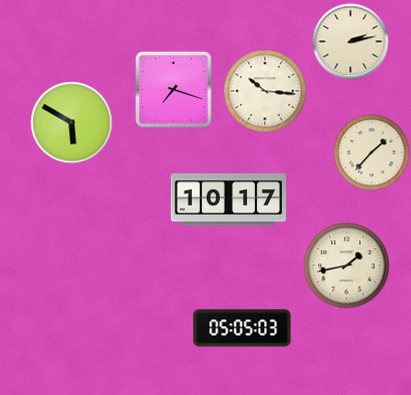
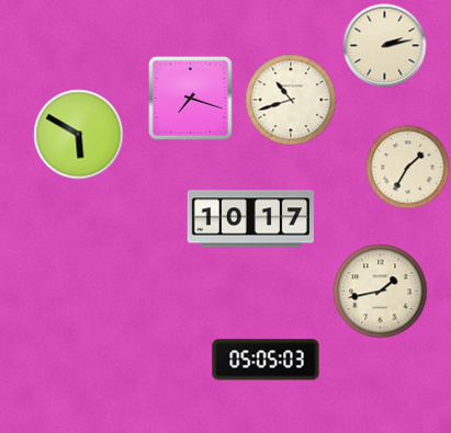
clock at (265, 91): 10:16 -> 10:42
clock at (372, 153): 1:37 -> 1:35
